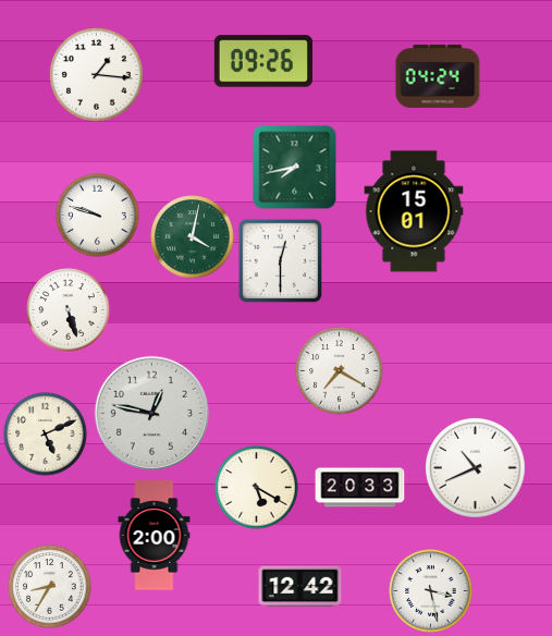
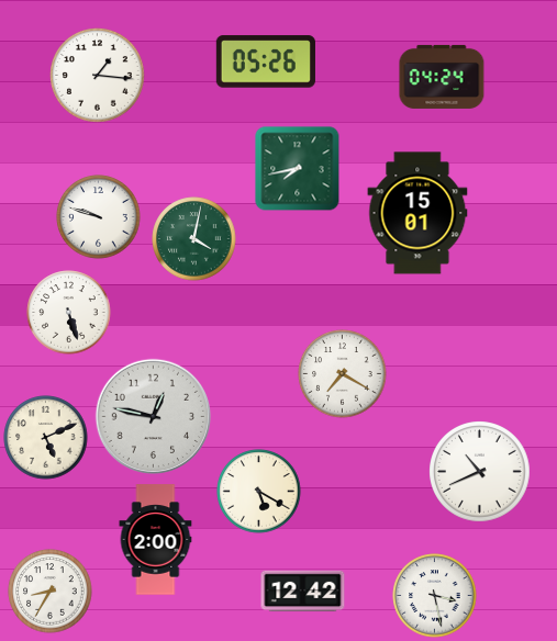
clock at (263, 61): 09:26 -> 05:26
clock at (280, 260): 12:30 -> none
clock at (360, 488): 20:33 -> none
